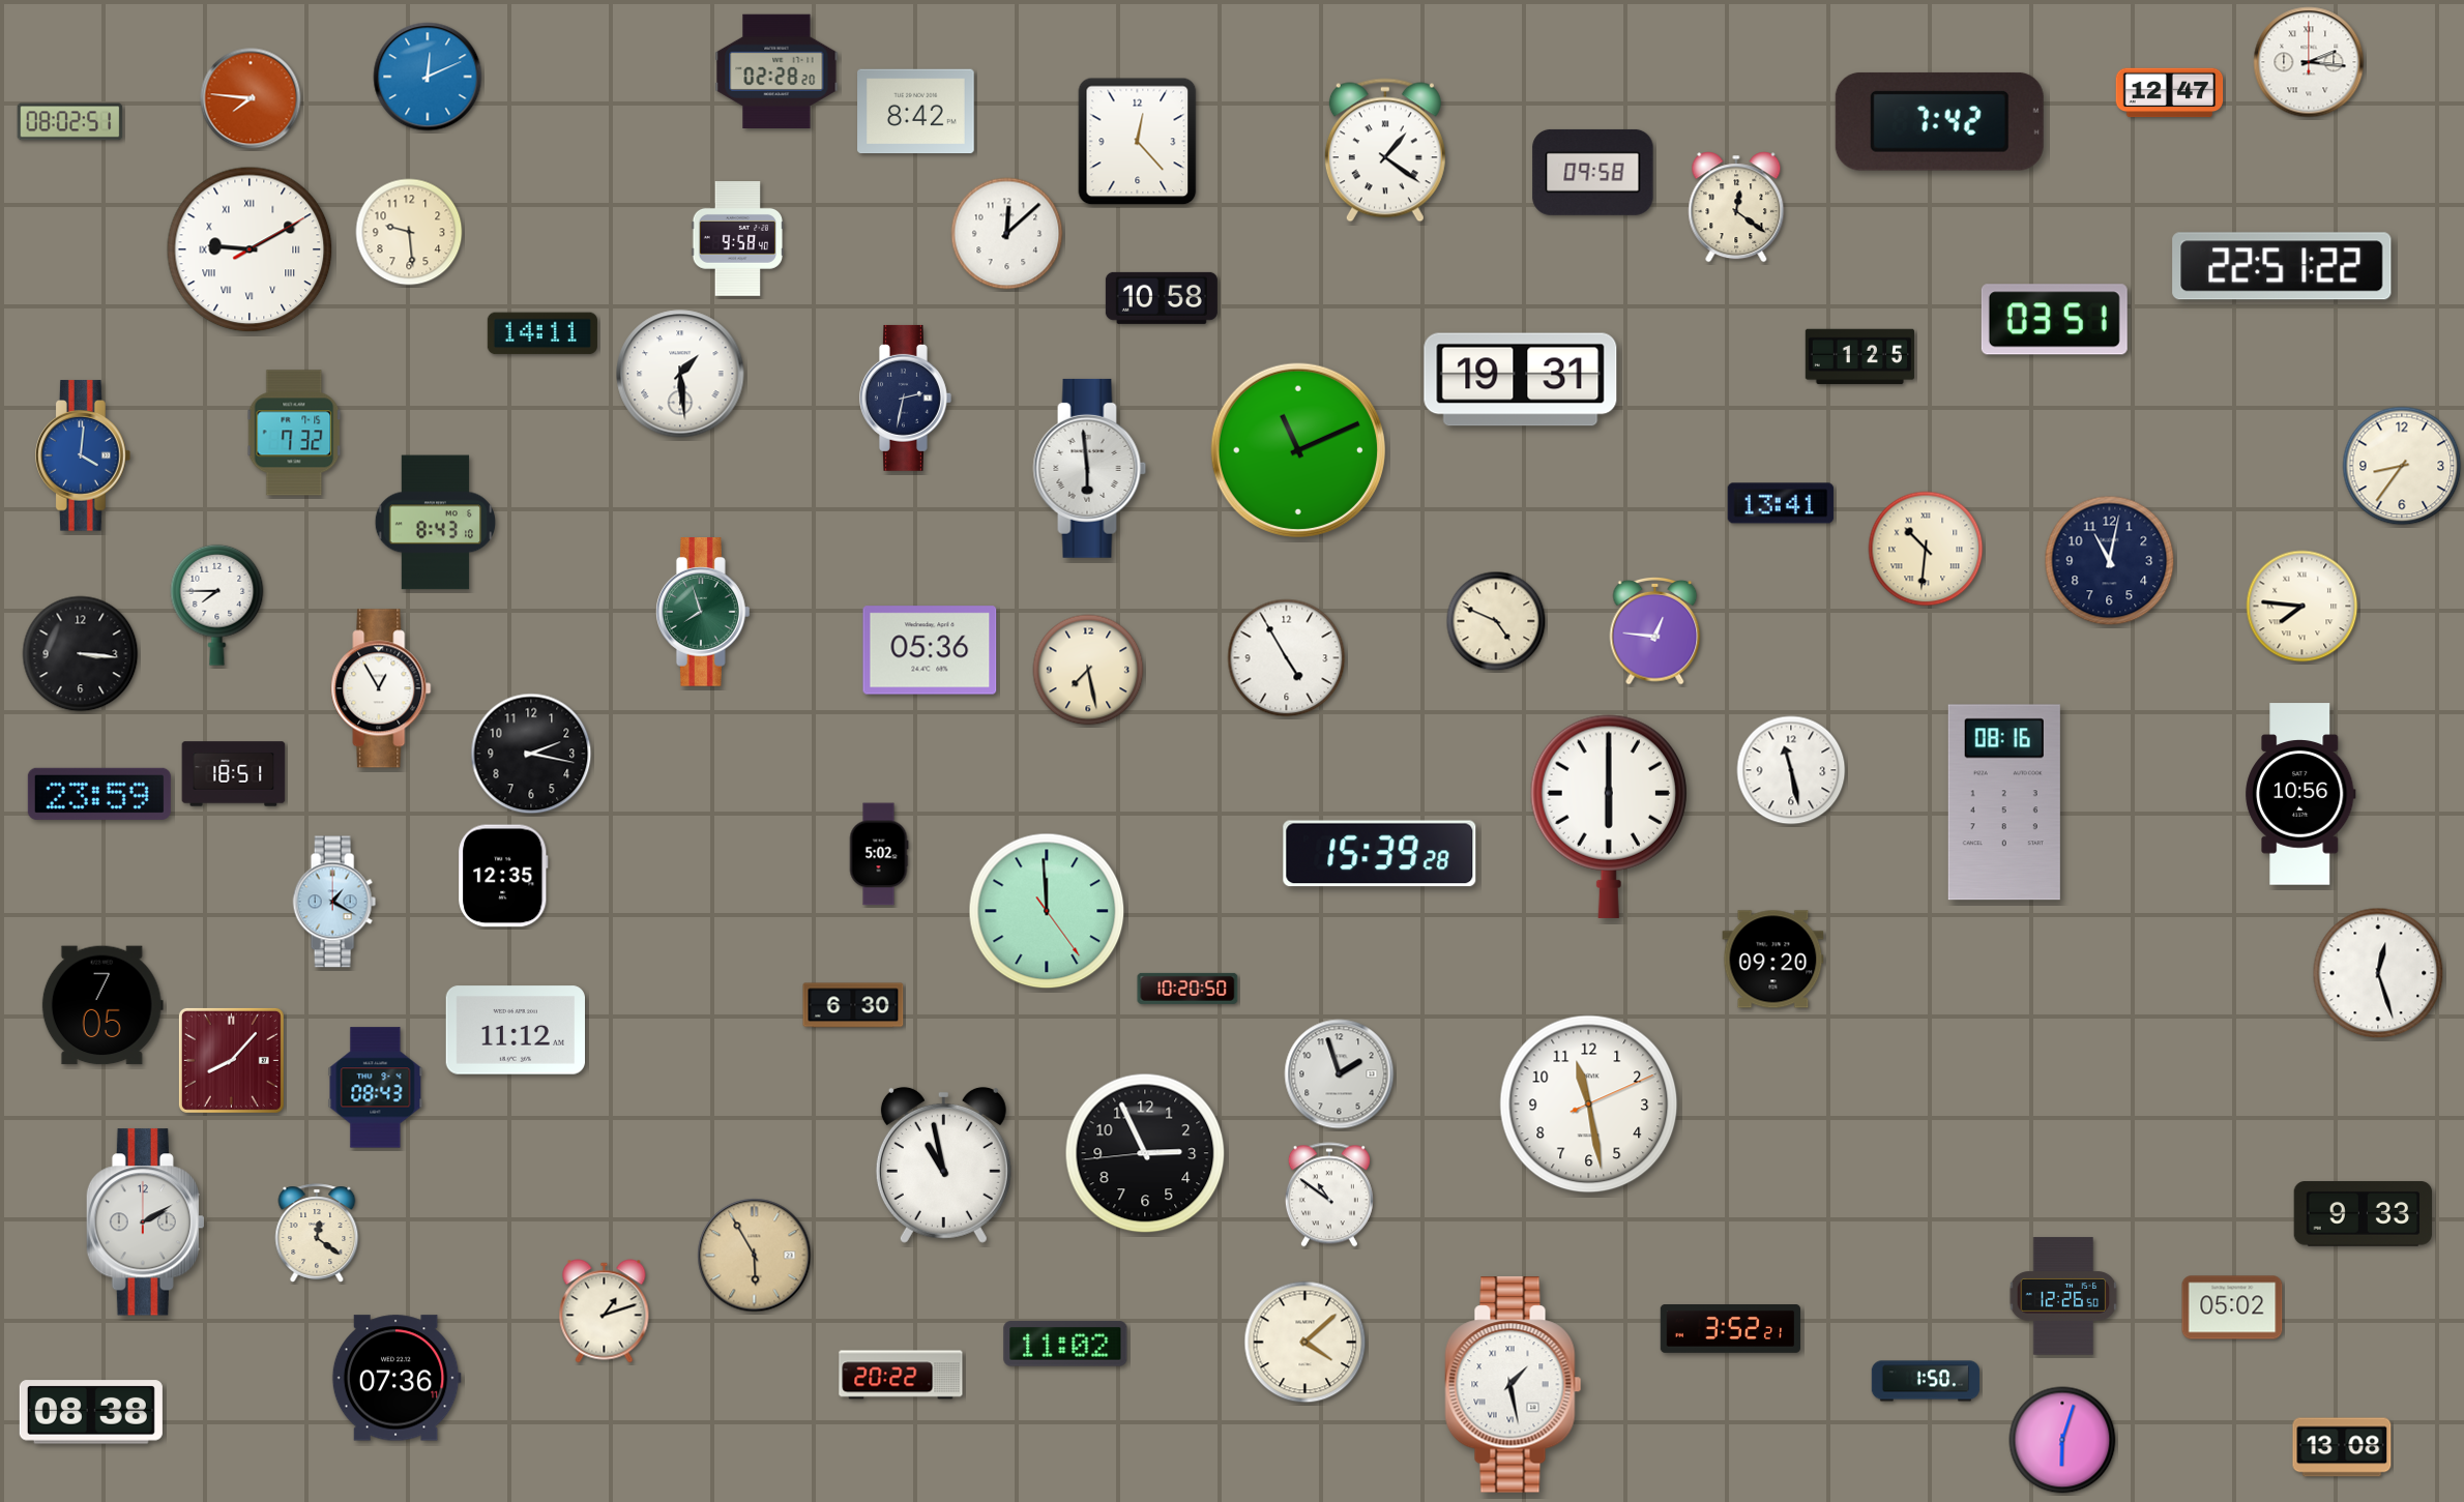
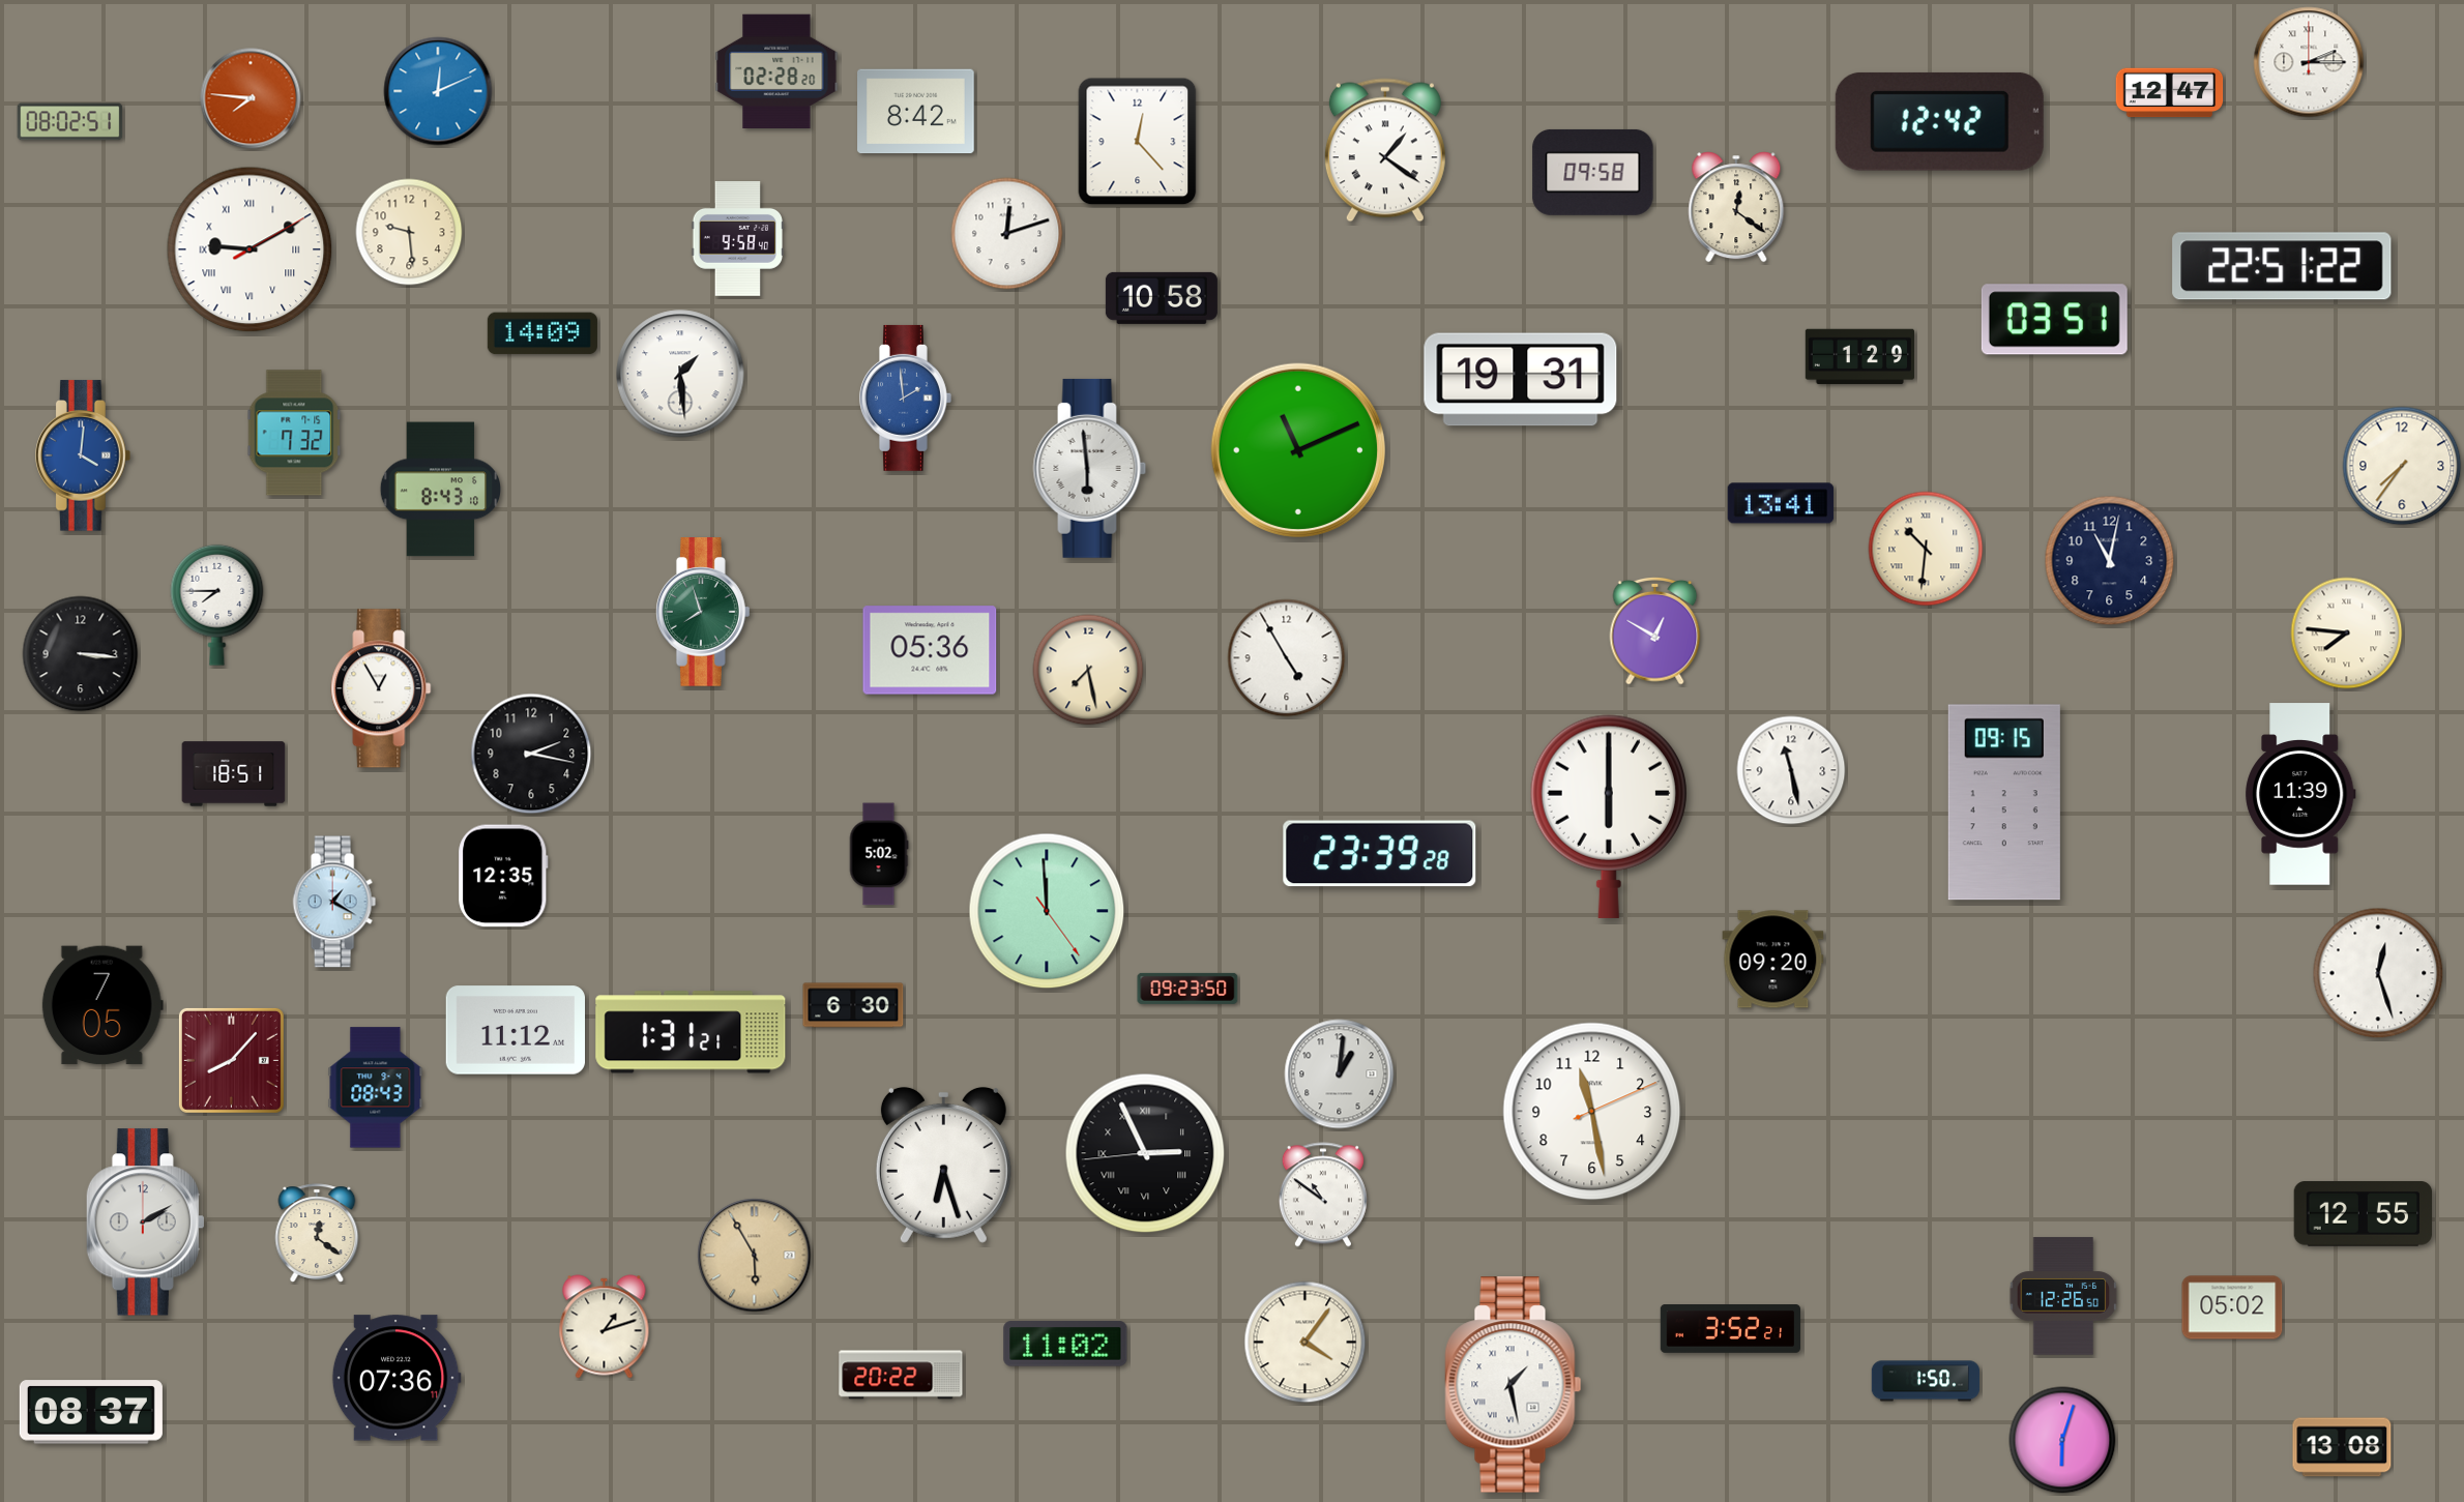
clock at (2309, 62): 2:16 -> 2:15
clock at (428, 77) position: (428, 77) -> (438, 91)
clock at (1939, 121): 7:42 -> 12:42
clock at (1007, 234): 12:08 -> 12:12
clock at (542, 333): 14:11 -> 14:09
clock at (1859, 357): 1:25 -> 1:29
clock at (905, 397): 2:32 -> 1:59
clock at (905, 397) dial: navy -> blue
clock at (2402, 466): 8:36 -> 7:36
clock at (435, 523) position: (435, 523) -> (440, 490)
clock at (2302, 607) position: (2302, 607) -> (2347, 634)
clock at (1496, 621): 4:49 -> none
clock at (1655, 630): 12:46 -> 12:50
clock at (99, 794): 23:59 -> none
clock at (2300, 794): 10:56 -> 11:39
clock at (2004, 802): 08:16 -> 09:15
clock at (1380, 854): 15:39 -> 23:39
clock at (1187, 989): 10:20 -> 09:23
clock at (691, 1032): none -> 1:31
clock at (1340, 1074): 1:57 -> 1:01
clock at (1589, 1105) position: (1589, 1105) -> (1592, 1112)
clock at (1145, 1153) numerals: Arabic -> Roman
clock at (943, 1165): 10:58 -> 6:27
clock at (1329, 1195) position: (1329, 1195) -> (1323, 1195)
clock at (2364, 1214): 9:33 -> 12:55
clock at (605, 1312) position: (605, 1312) -> (605, 1327)
clock at (1306, 1343): 4:08 -> 4:06
clock at (91, 1412): 08:38 -> 08:37
